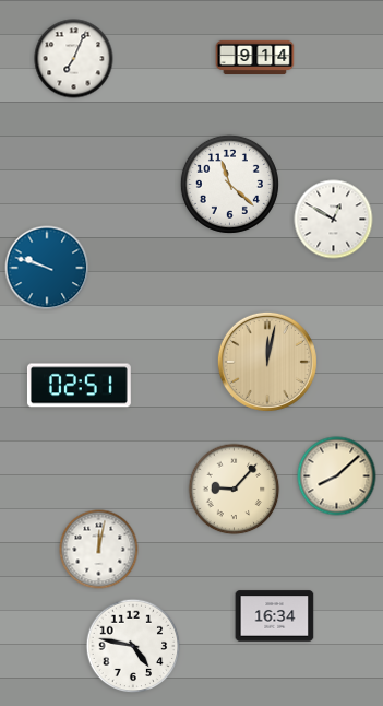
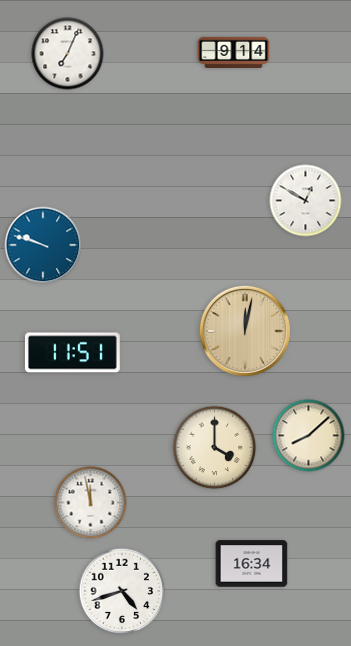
clock at (229, 184): 11:22 -> none
clock at (79, 386): 02:51 -> 11:51
clock at (235, 490): 9:07 -> 4:00
clock at (99, 550): 12:02 -> 11:58
clock at (133, 646): 4:47 -> 4:42
